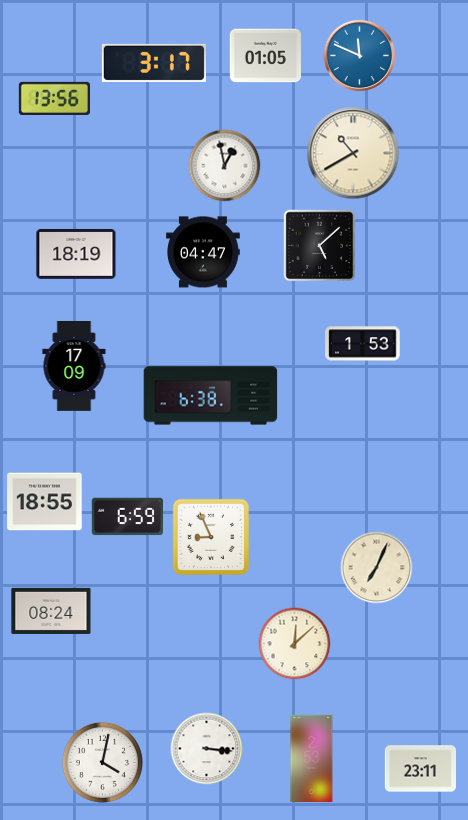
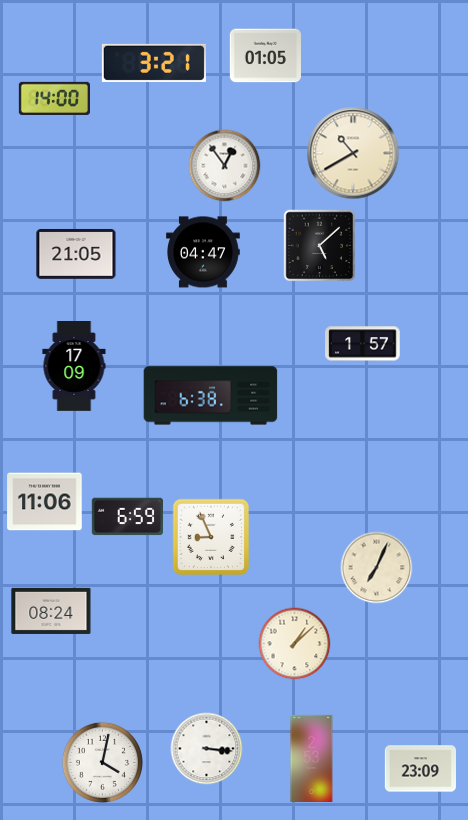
clock at (359, 55): 11:49 -> none
clock at (154, 63): 3:17 -> 3:21
clock at (54, 98): 13:56 -> 14:00
clock at (225, 166): 12:58 -> 12:54
clock at (76, 254): 18:19 -> 21:05
clock at (363, 344): 1:53 -> 1:57
clock at (45, 502): 18:55 -> 11:06
clock at (295, 644): 12:08 -> 1:08
clock at (420, 769): 23:11 -> 23:09
